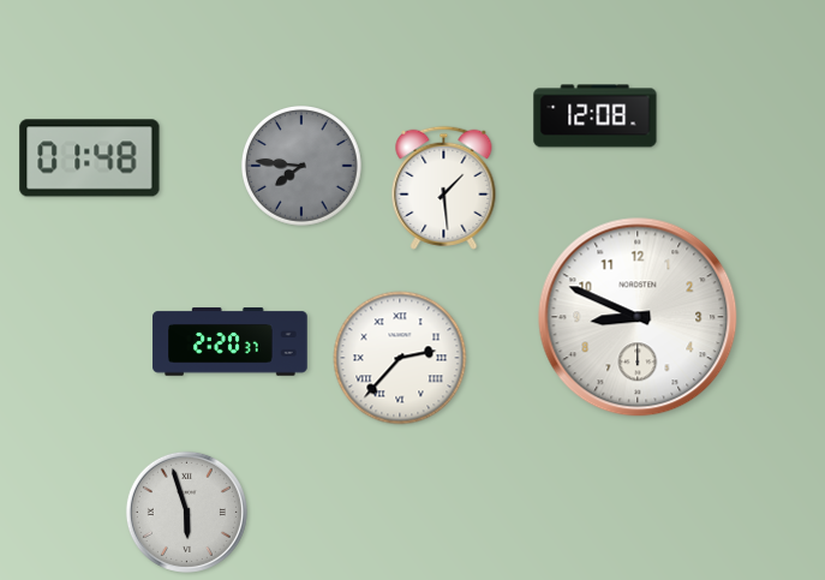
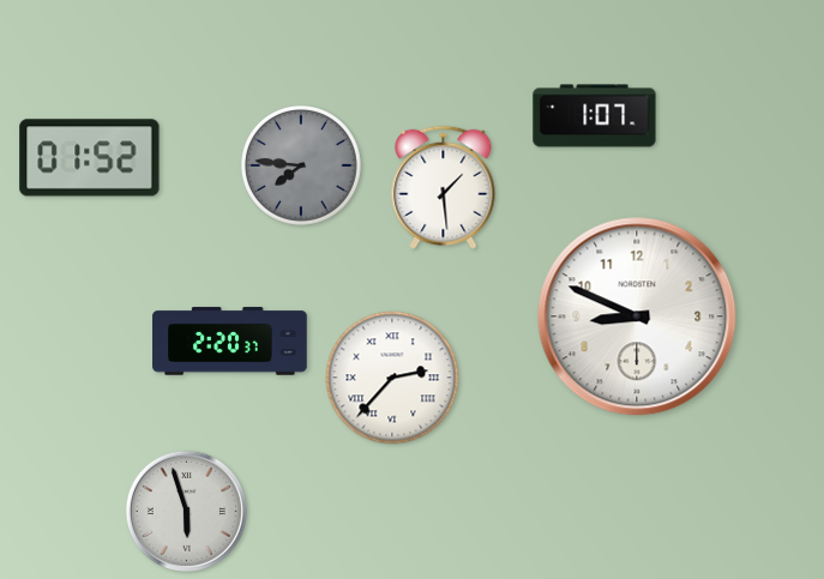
clock at (596, 116): 12:08 -> 1:07
clock at (90, 159): 01:48 -> 01:52
clock at (400, 358) position: (400, 358) -> (392, 378)
